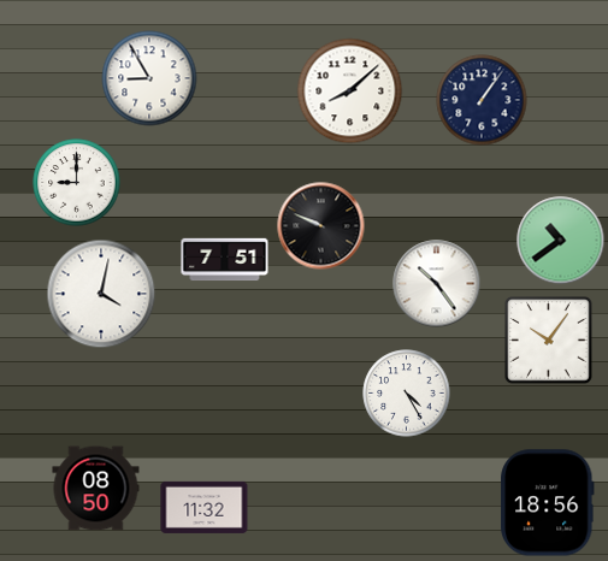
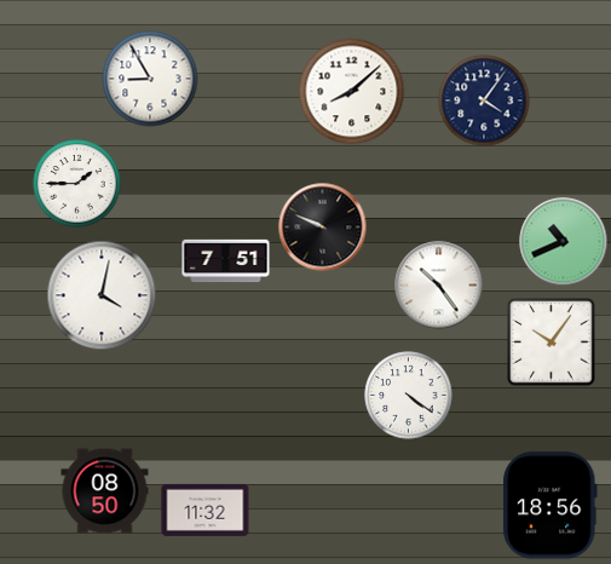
clock at (482, 100): 1:06 -> 4:06
clock at (77, 183): 9:00 -> 1:45
clock at (561, 241): 10:39 -> 10:41
clock at (407, 394): 4:25 -> 4:21
clock at (96, 489) position: (96, 489) -> (105, 491)
